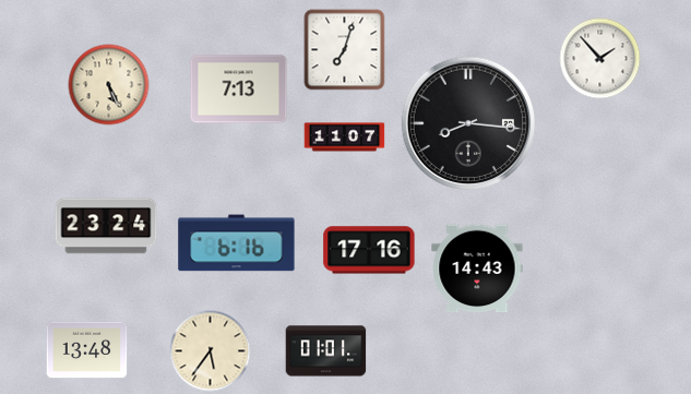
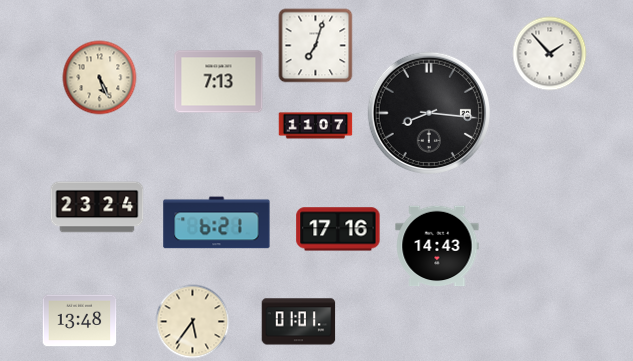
clock at (237, 243): 6:16 -> 6:21
